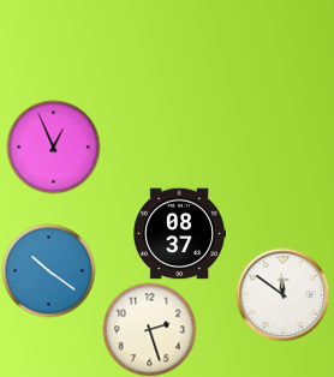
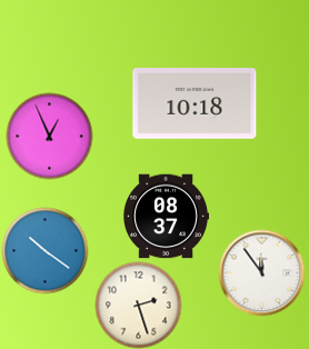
clock at (195, 104): none -> 10:18
clock at (282, 294): 11:51 -> 11:54
